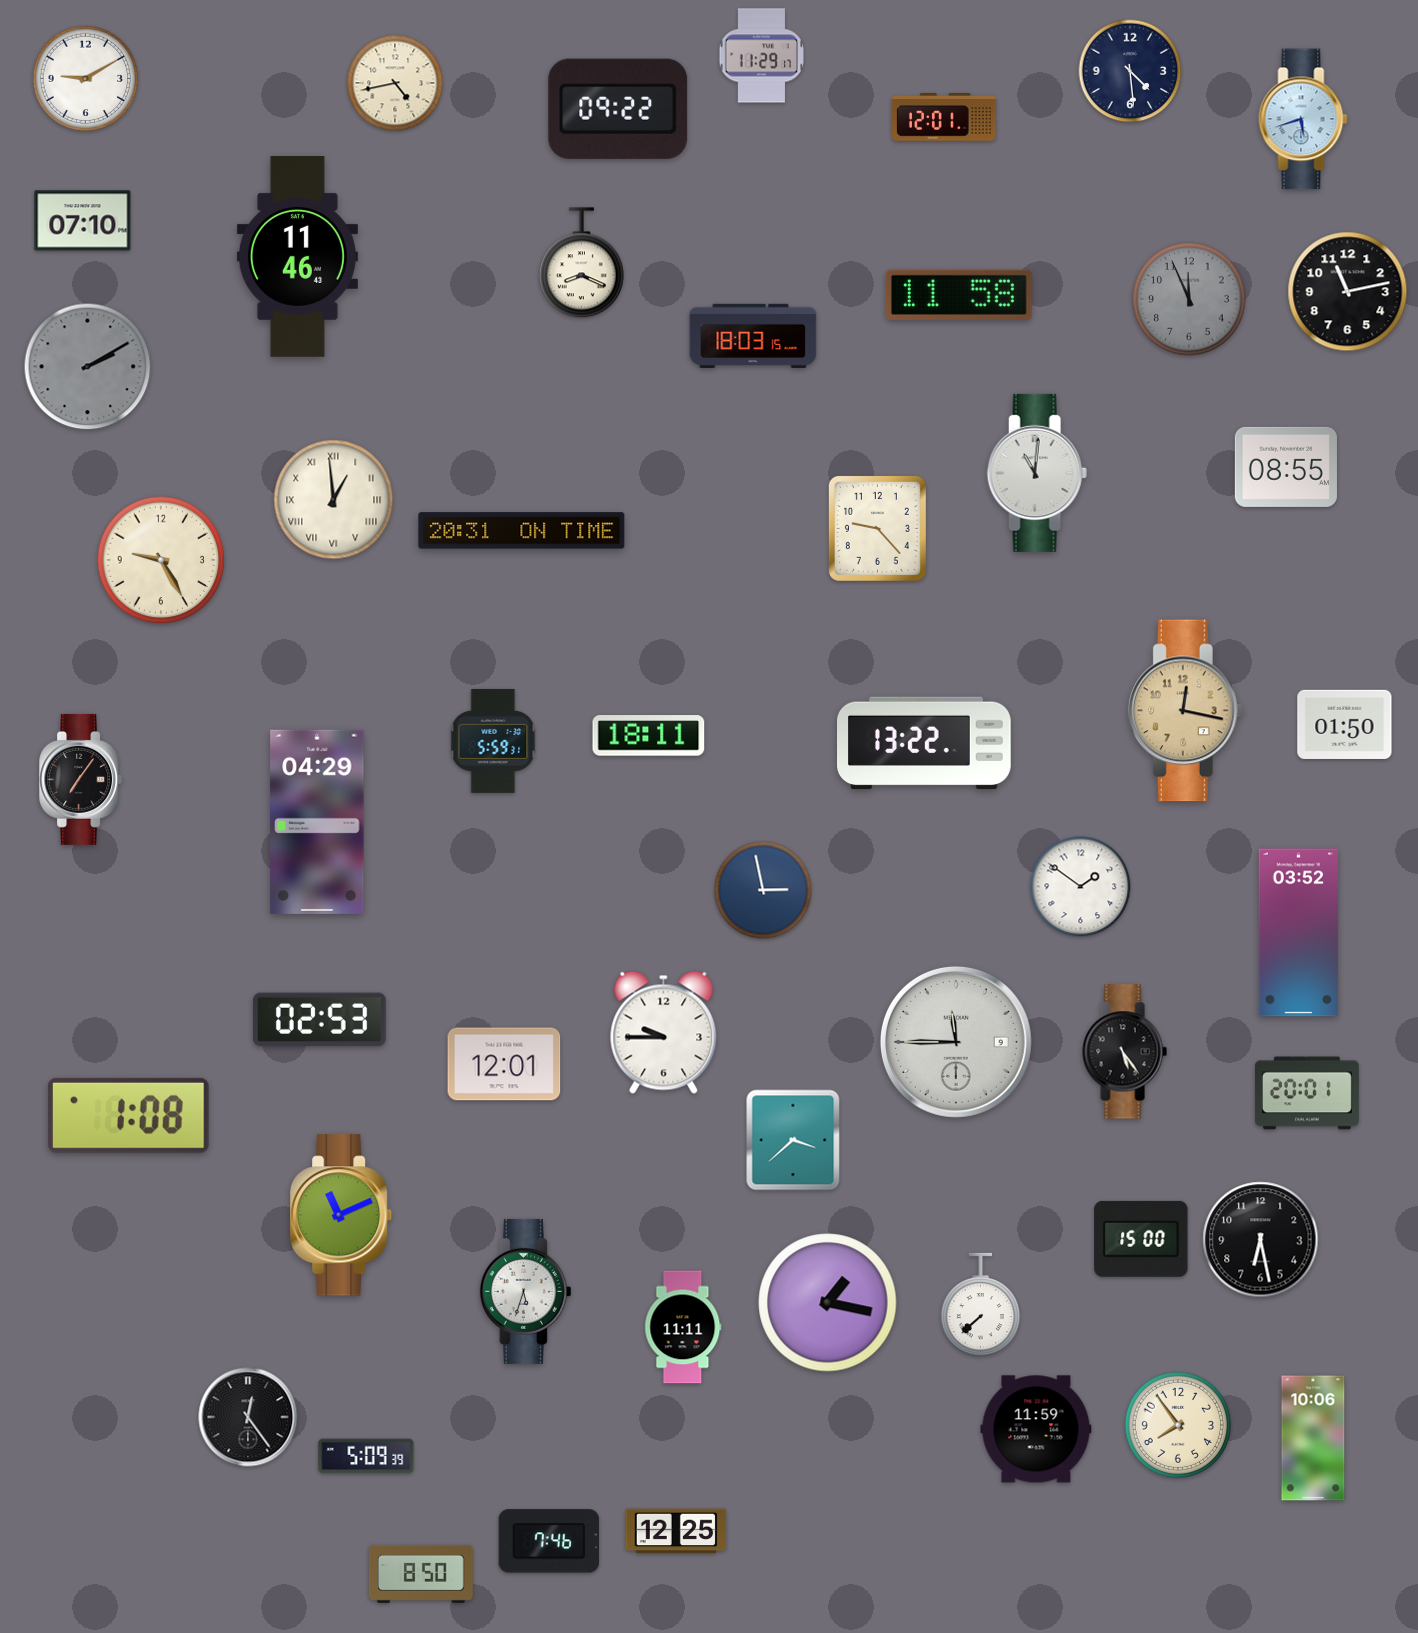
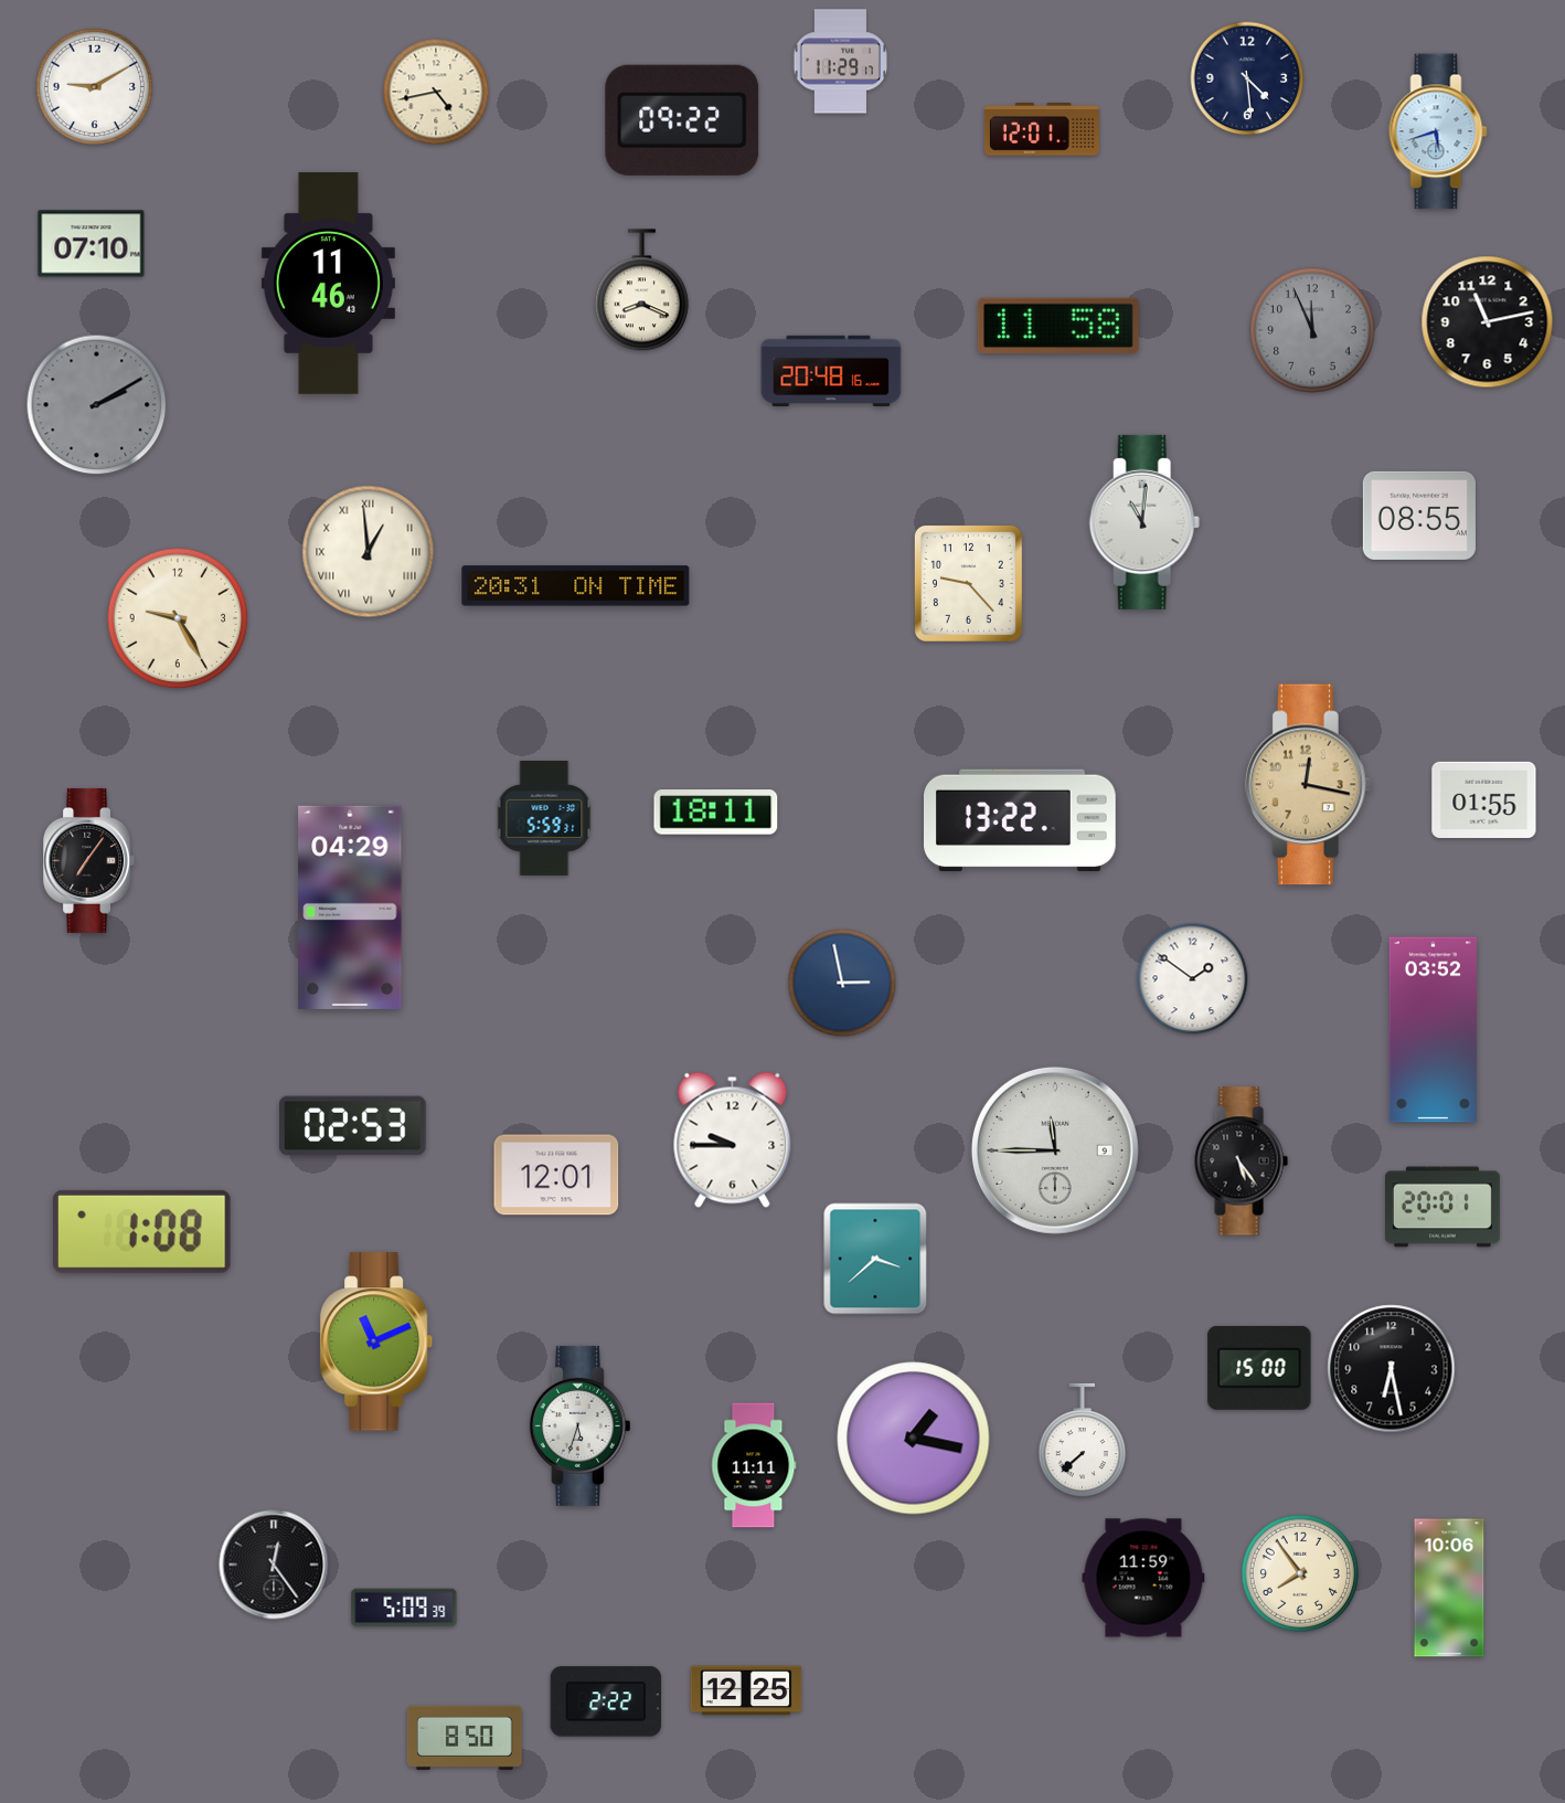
clock at (753, 335): 18:03 -> 20:48
clock at (1345, 724): 01:50 -> 01:55
clock at (549, 1541): 7:46 -> 2:22
